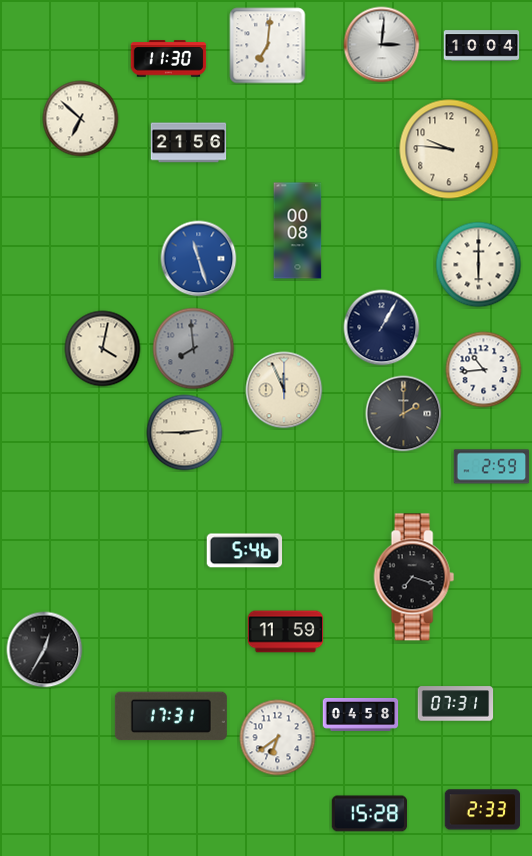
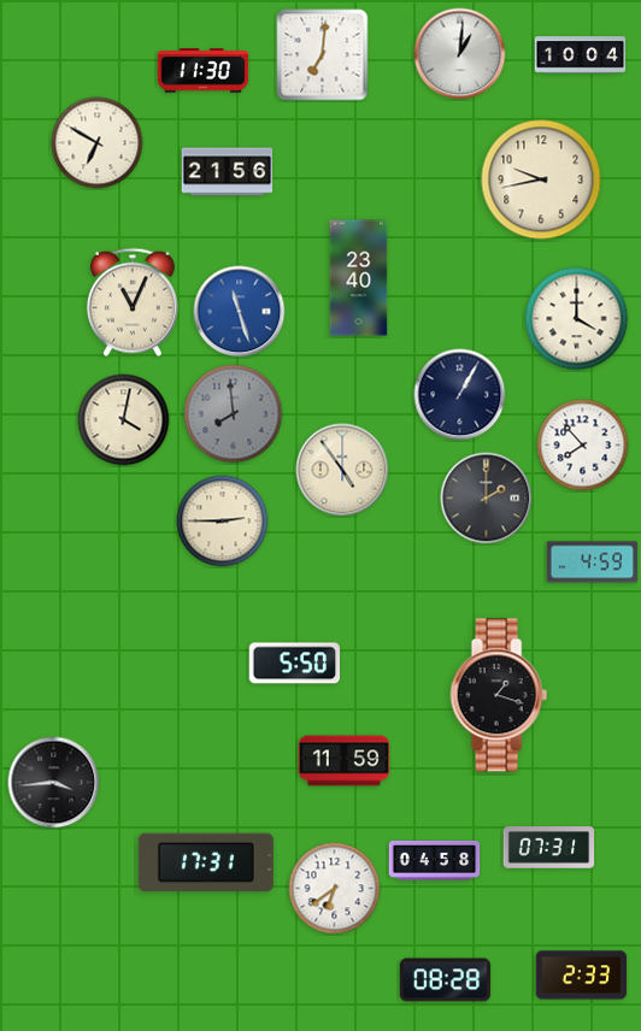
clock at (382, 45): 3:01 -> 1:01
clock at (81, 119): 6:52 -> 6:50
clock at (449, 149): 9:46 -> 9:43
clock at (298, 231): 00:08 -> 23:40
clock at (133, 302): none -> 11:04
clock at (479, 265): 6:00 -> 4:00
clock at (194, 349) position: (194, 349) -> (234, 414)
clock at (484, 370): 10:44 -> 7:53
clock at (284, 390): 11:56 -> 4:54
clock at (492, 467): 2:59 -> 4:59
clock at (245, 551): 5:46 -> 5:50
clock at (414, 577): 7:18 -> 1:18
clock at (45, 650): 12:35 -> 3:44
clock at (370, 814): 15:28 -> 08:28
